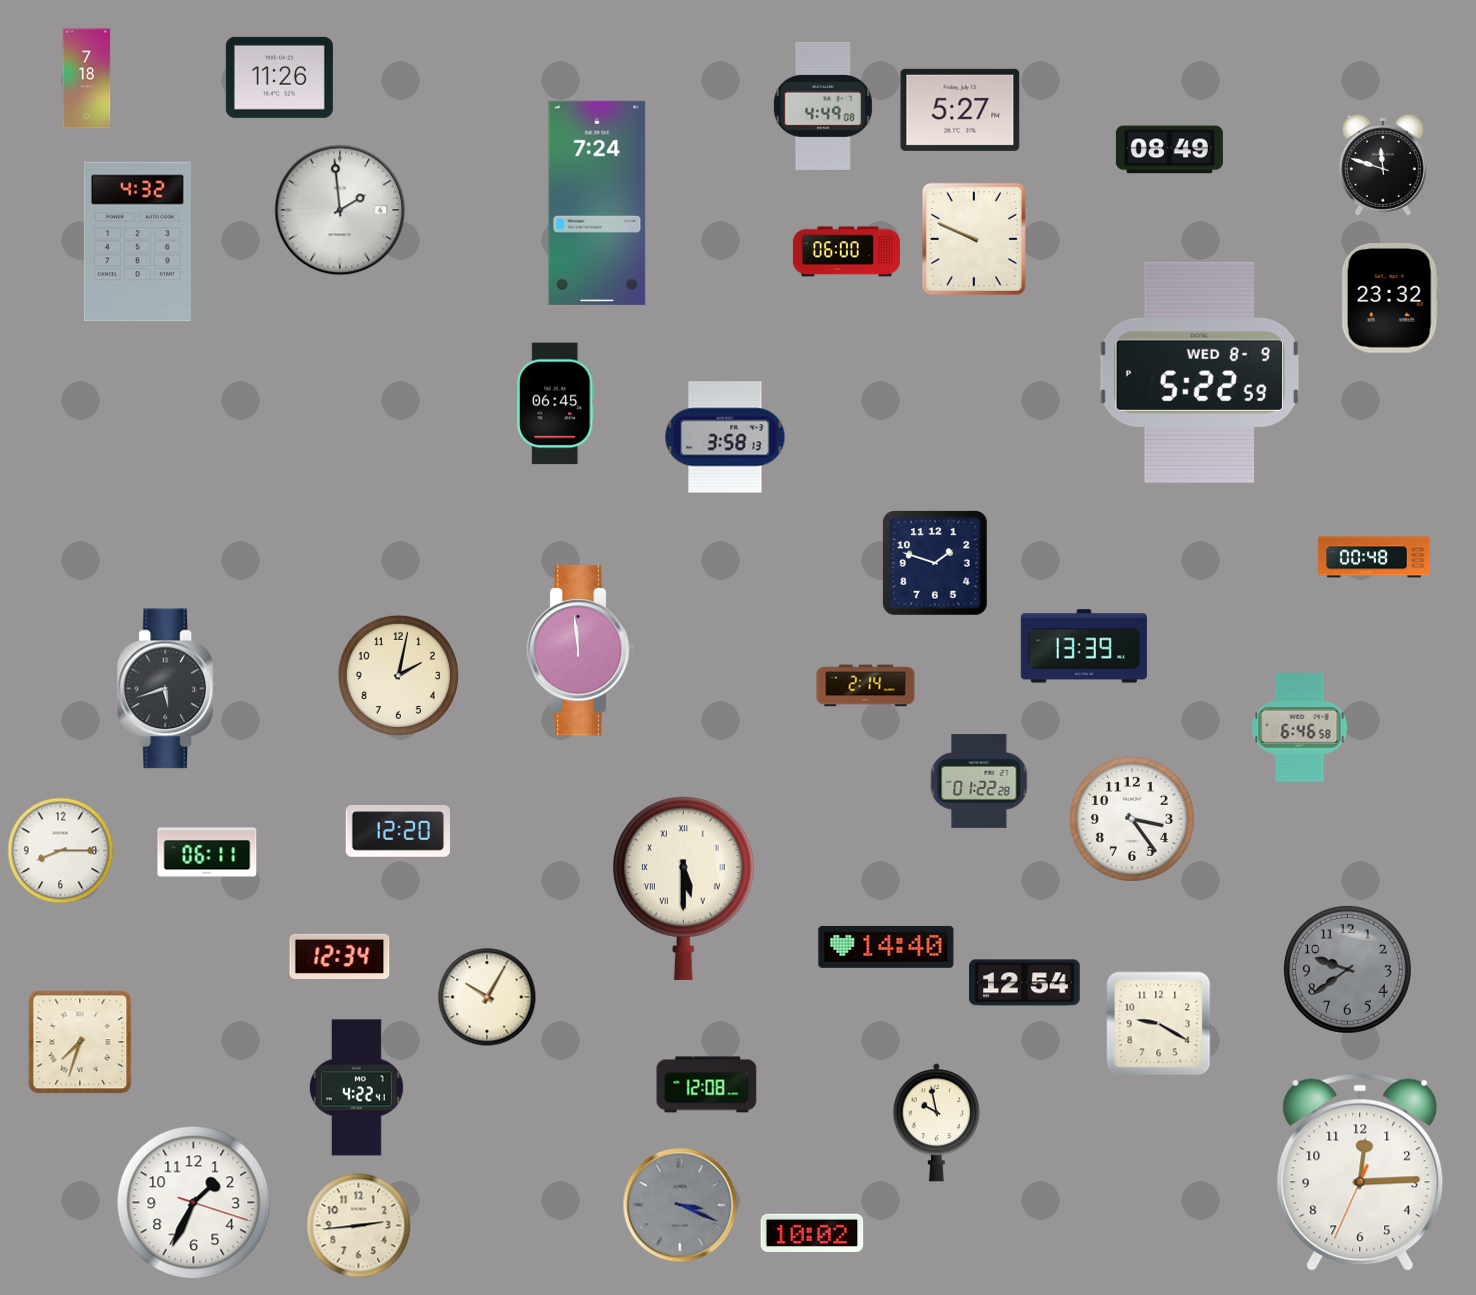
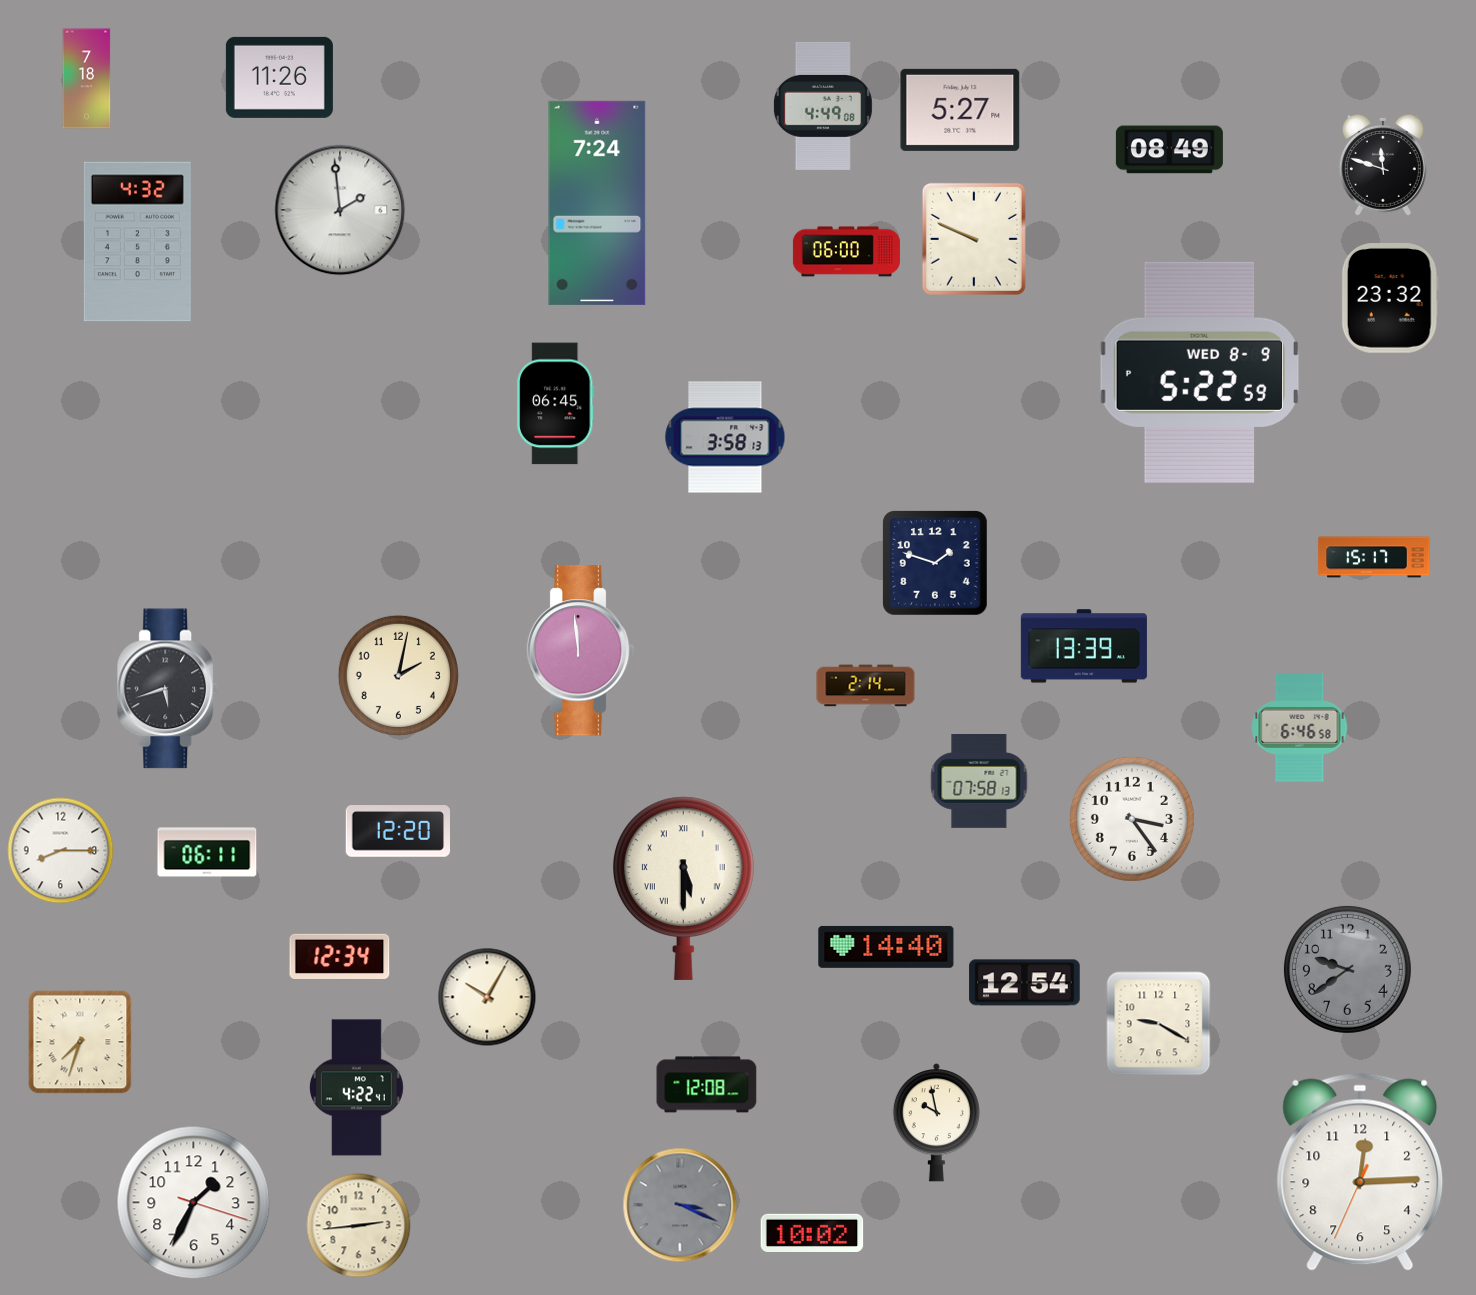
clock at (1374, 557): 00:48 -> 15:17
clock at (979, 782): 01:22 -> 07:58
